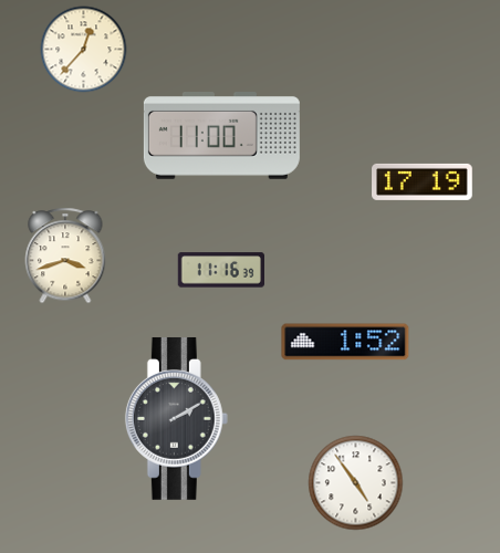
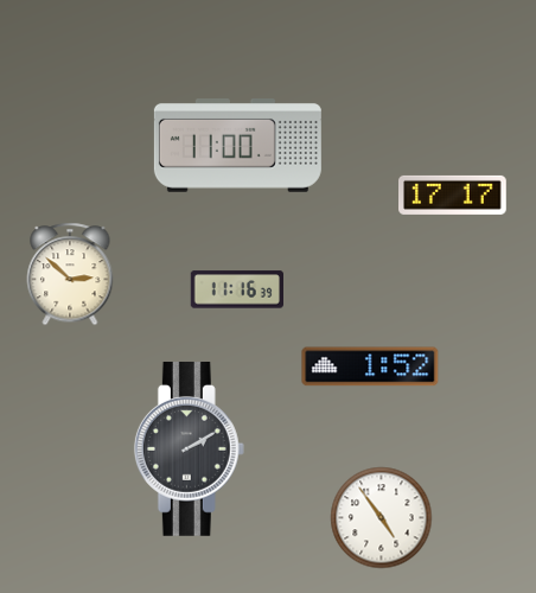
clock at (83, 49): 12:37 -> none
clock at (423, 181): 17:19 -> 17:17
clock at (65, 255): 3:42 -> 2:52
